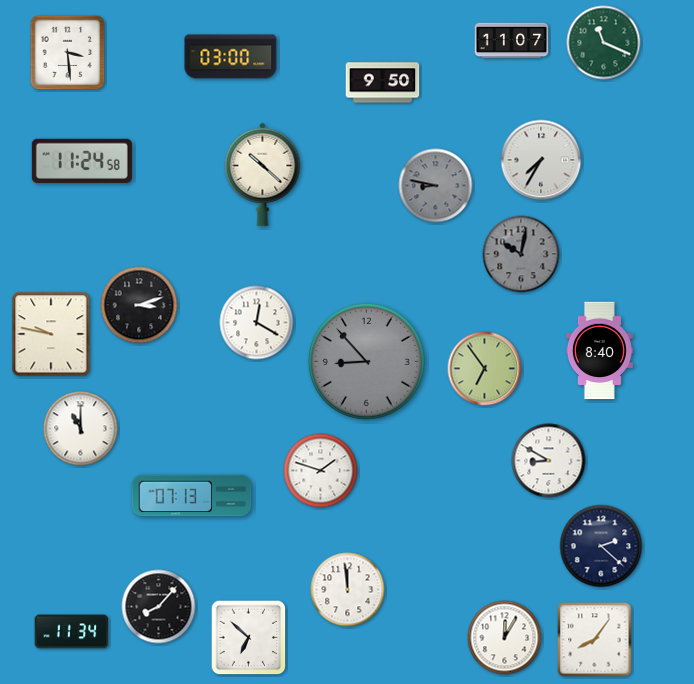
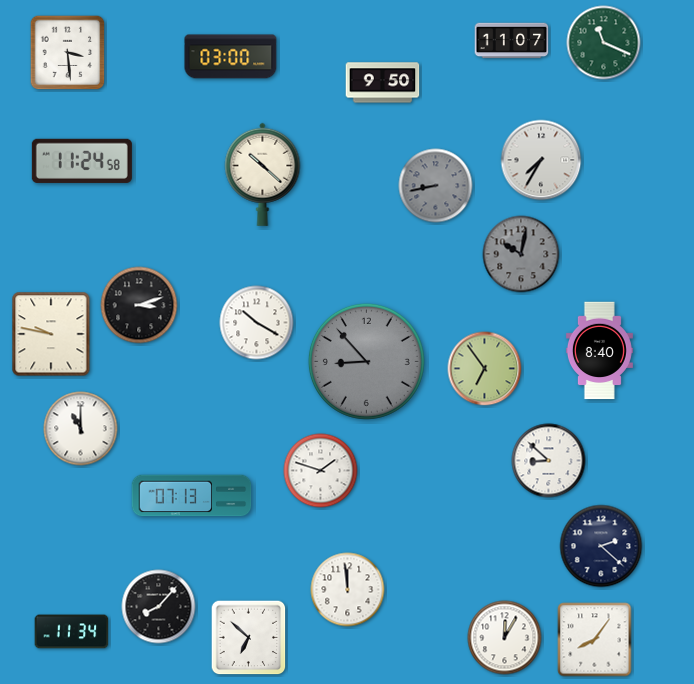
clock at (436, 186): 8:47 -> 8:43
clock at (257, 323): 12:20 -> 10:20
clock at (549, 461): 8:50 -> 8:52
